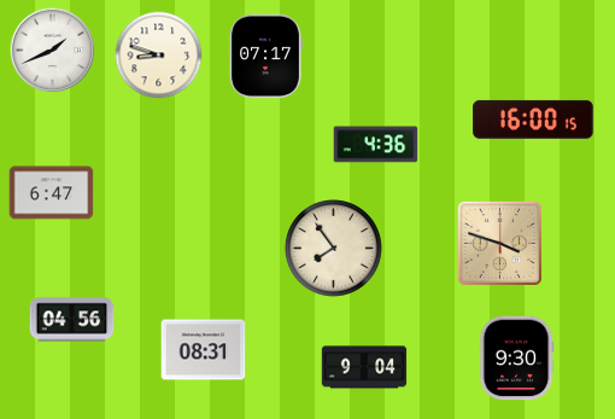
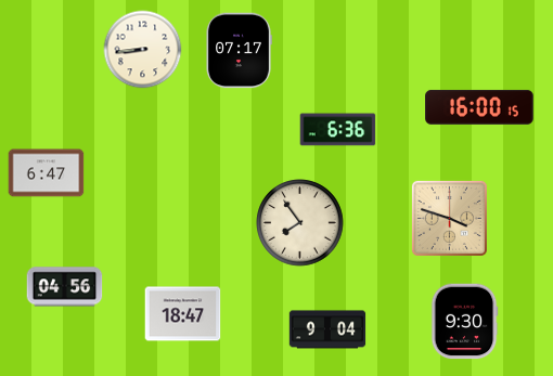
clock at (53, 51): 1:41 -> none
clock at (159, 56): 8:48 -> 8:44
clock at (376, 145): 4:36 -> 6:36
clock at (204, 350): 08:31 -> 18:47
